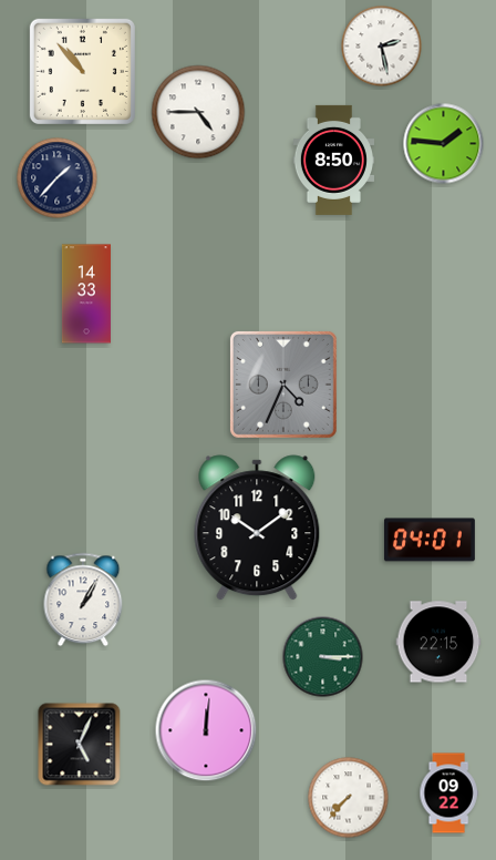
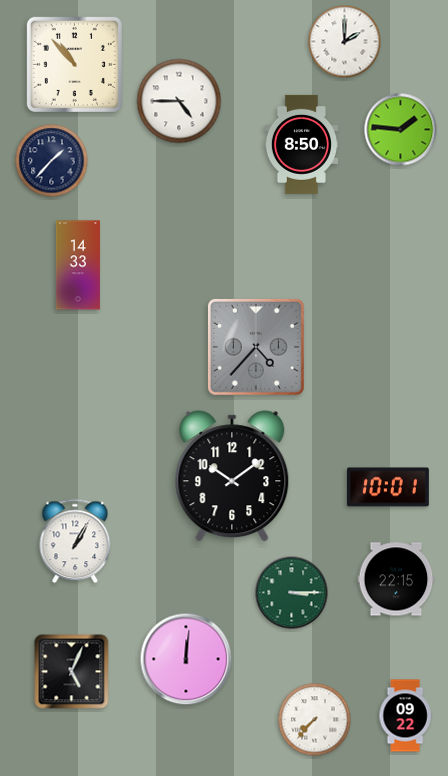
clock at (382, 47): 2:28 -> 2:00
clock at (283, 385): 4:34 -> 4:37
clock at (430, 540): 04:01 -> 10:01
